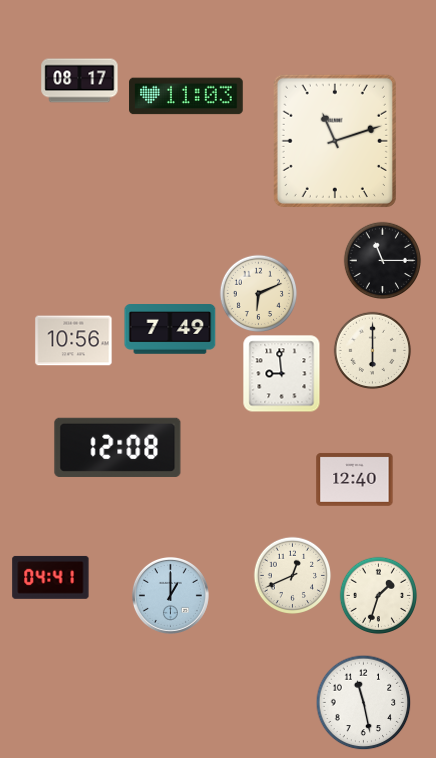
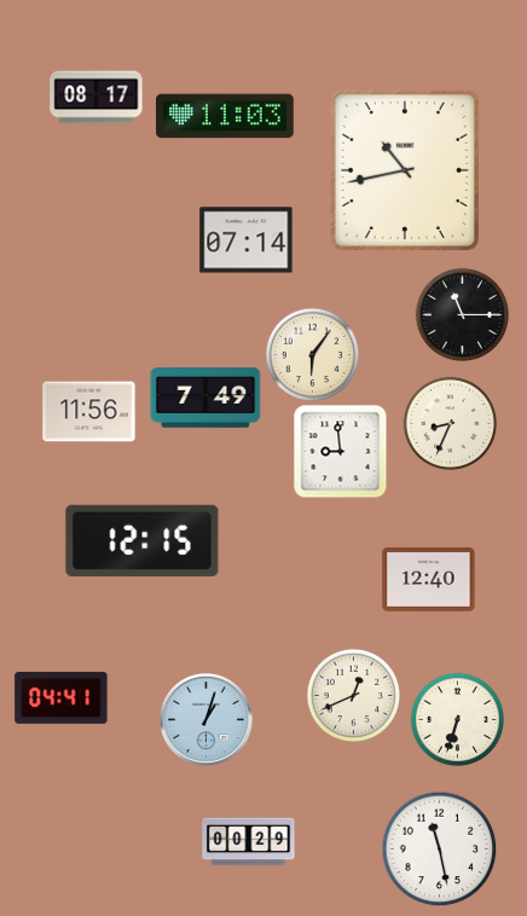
clock at (335, 141): 11:12 -> 10:43
clock at (247, 240): none -> 07:14
clock at (258, 293): 6:11 -> 6:06
clock at (74, 341): 10:56 -> 11:56
clock at (372, 350): 6:00 -> 8:34
clock at (118, 447): 12:08 -> 12:15
clock at (170, 595): 1:00 -> 1:03
clock at (378, 595): 1:33 -> 6:33
clock at (249, 842): none -> 00:29
